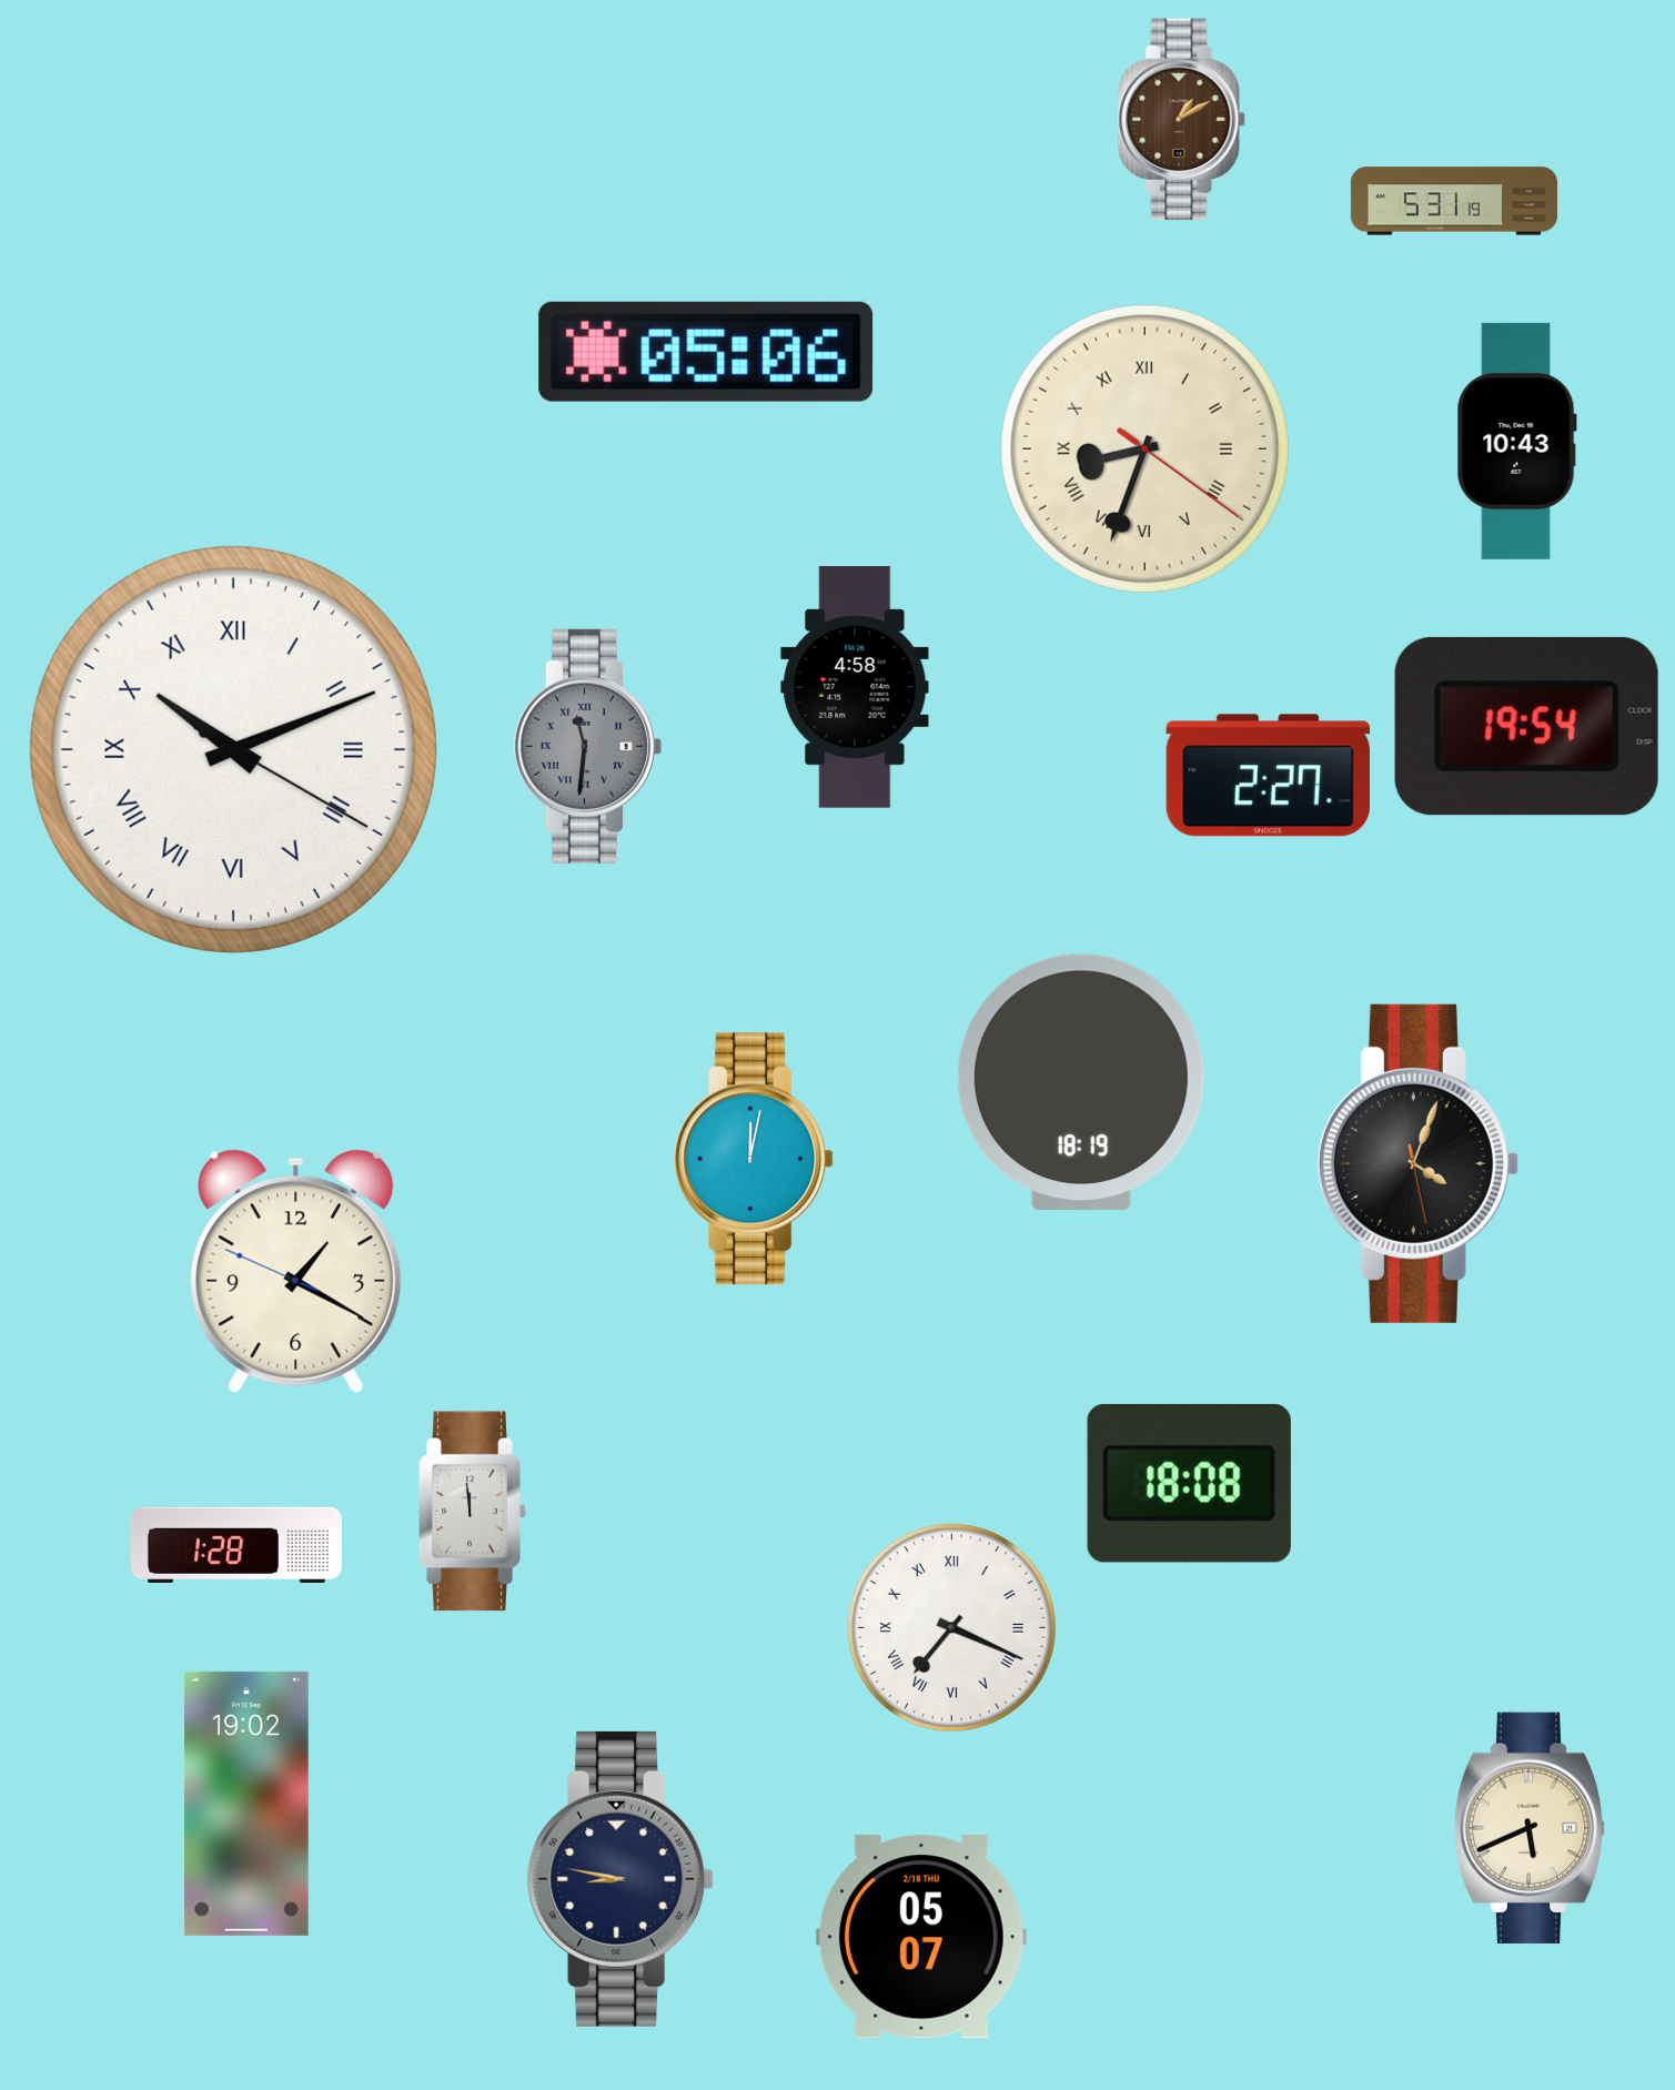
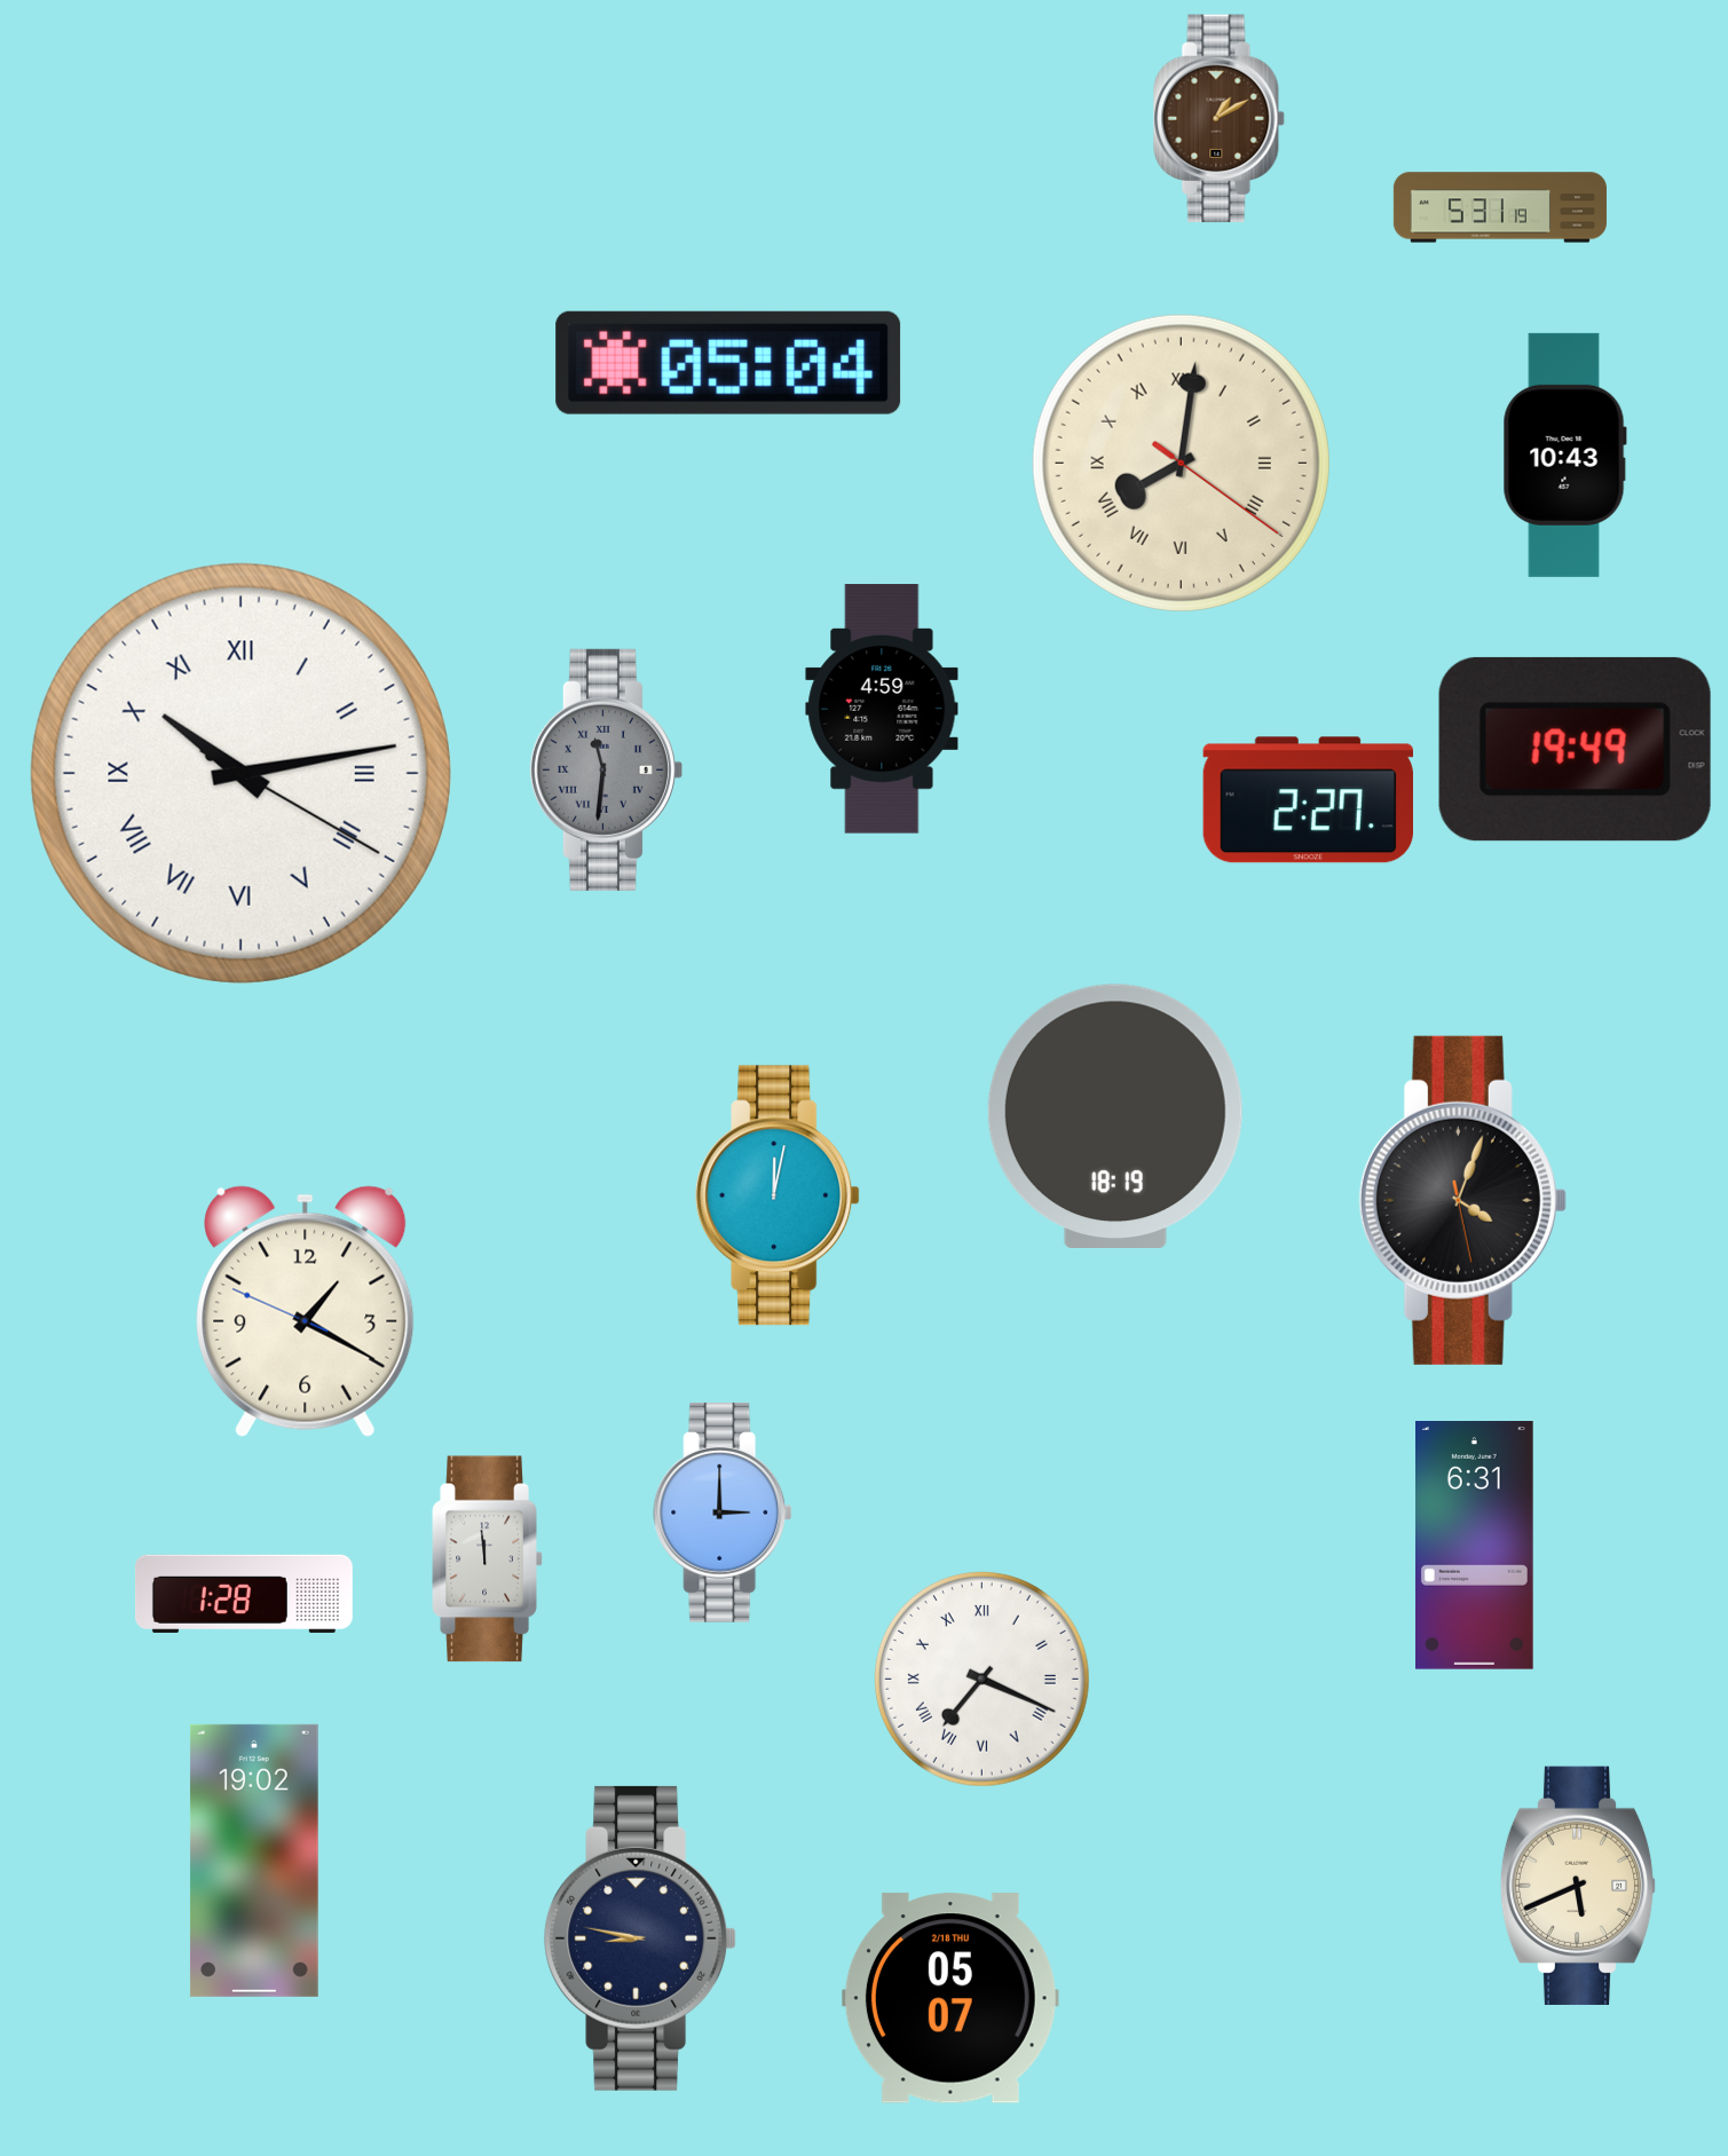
clock at (1182, 120) position: (1182, 120) -> (1220, 119)
clock at (706, 352): 05:06 -> 05:04
clock at (1144, 448): 8:33 -> 8:01
clock at (855, 687): 4:58 -> 4:59
clock at (1526, 726): 19:54 -> 19:49
clock at (233, 749): 10:11 -> 10:13
clock at (723, 1513): none -> 3:00
clock at (1189, 1483): 18:08 -> none
clock at (1475, 1546): none -> 6:31
